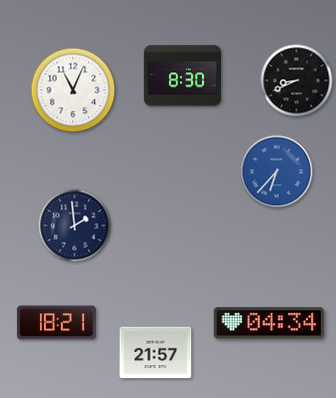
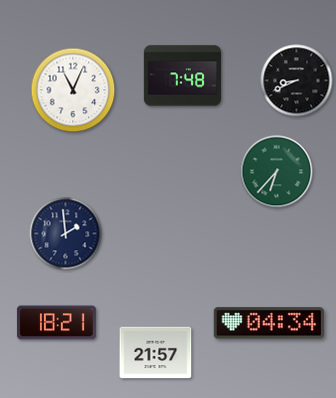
clock at (182, 76): 8:30 -> 7:48
clock at (277, 172) dial: blue -> green
clock at (75, 226) position: (75, 226) -> (66, 234)
